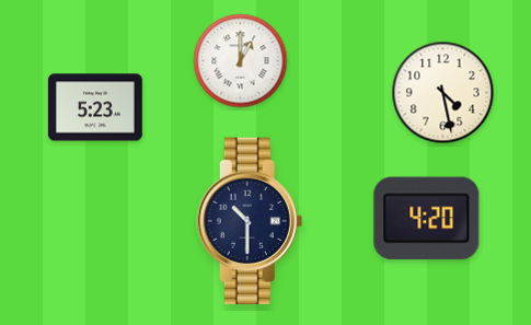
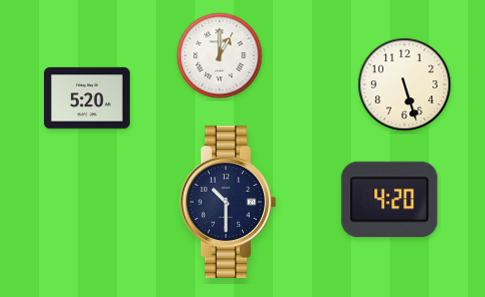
clock at (443, 93): 4:28 -> 5:27
clock at (95, 107): 5:23 -> 5:20
